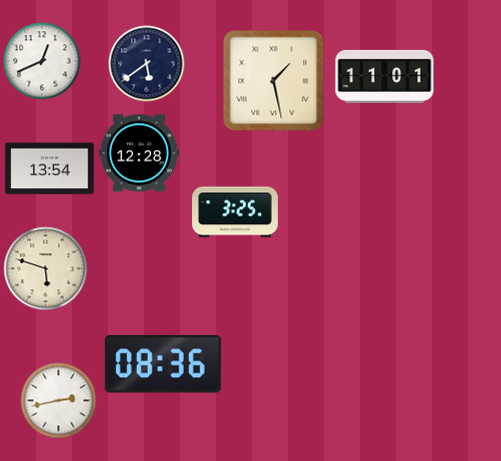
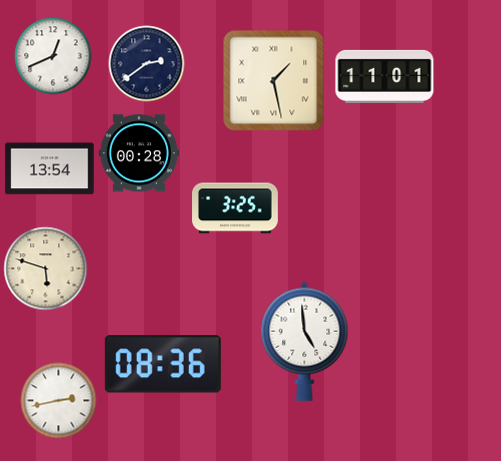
clock at (42, 61) position: (42, 61) -> (53, 56)
clock at (147, 64): 5:39 -> 2:39
clock at (139, 153): 12:28 -> 00:28
clock at (235, 212) position: (235, 212) -> (235, 208)
clock at (305, 341): none -> 4:59
